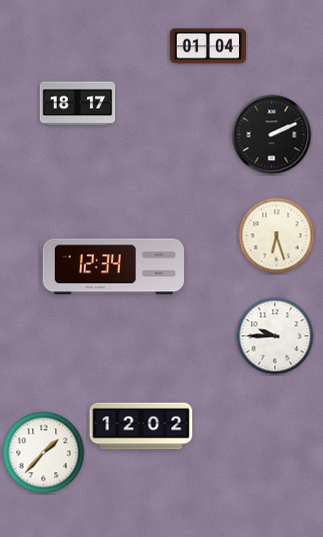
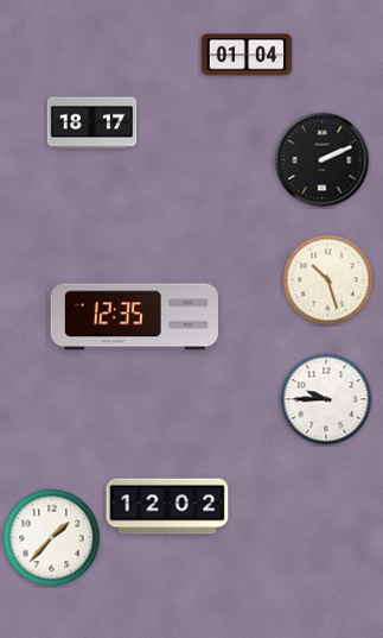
clock at (277, 236): 6:27 -> 10:27
clock at (113, 267): 12:34 -> 12:35
